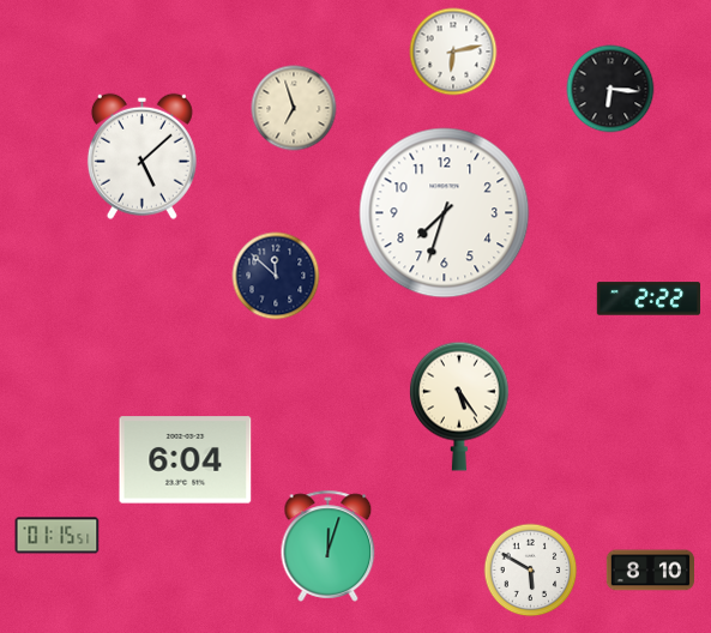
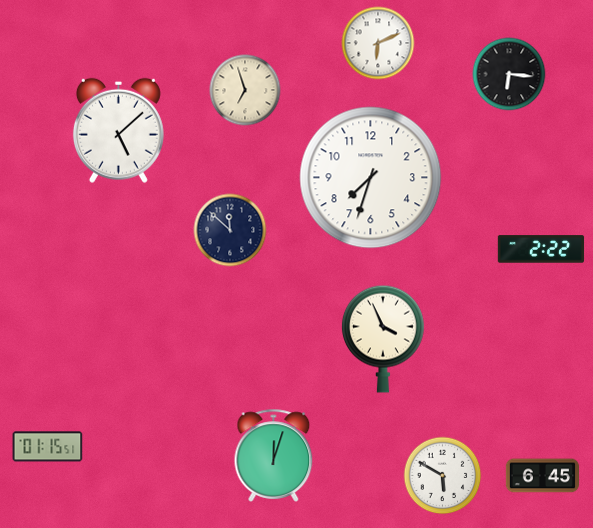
clock at (453, 52): 6:13 -> 6:11
clock at (459, 406): 5:24 -> 3:56
clock at (186, 460): 6:04 -> none
clock at (650, 571): 8:10 -> 6:45
